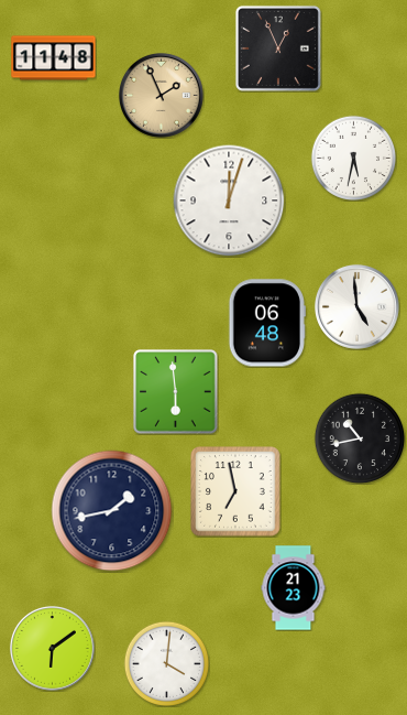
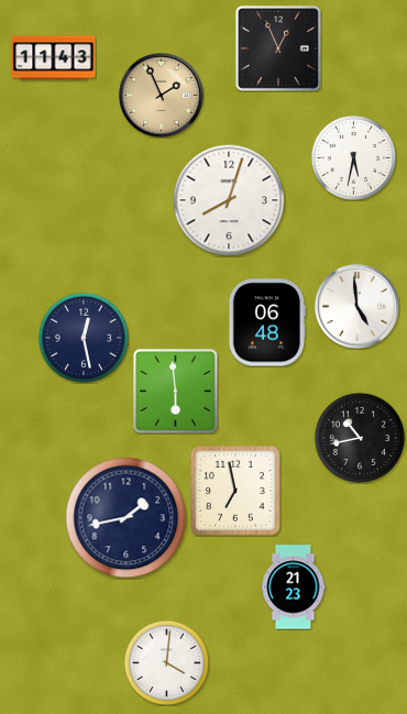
clock at (54, 58): 11:48 -> 11:43
clock at (229, 201): 12:03 -> 8:03
clock at (84, 338): none -> 12:28
clock at (112, 511) position: (112, 511) -> (127, 518)
clock at (52, 648): 6:09 -> none
